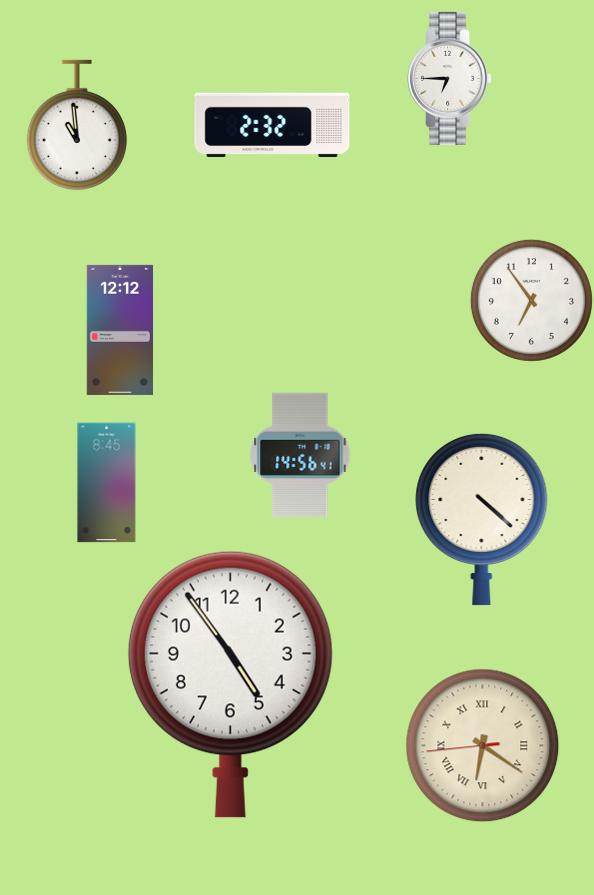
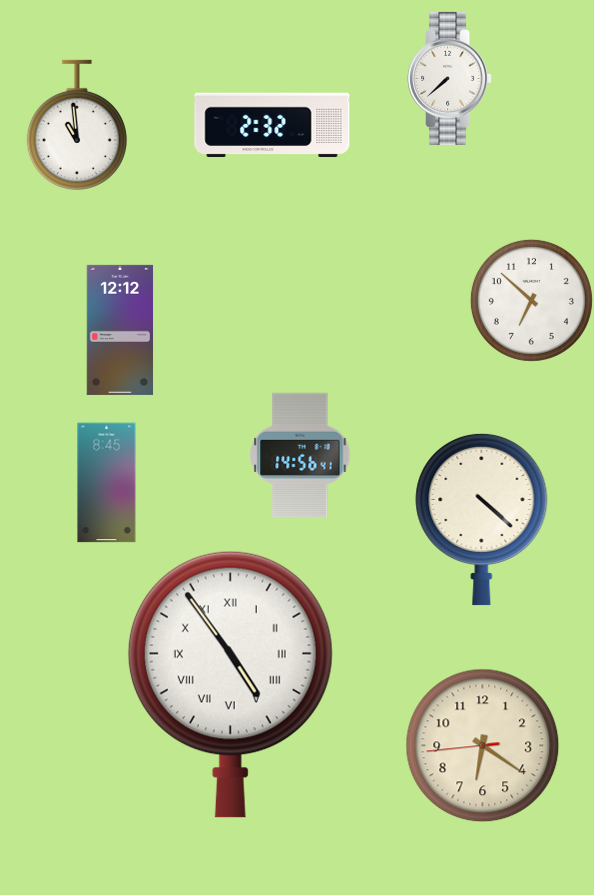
clock at (450, 78): 6:45 -> 7:38
clock at (531, 300): 6:54 -> 6:52
clock at (230, 684) numerals: Arabic -> Roman
clock at (483, 746) numerals: Roman -> Arabic
